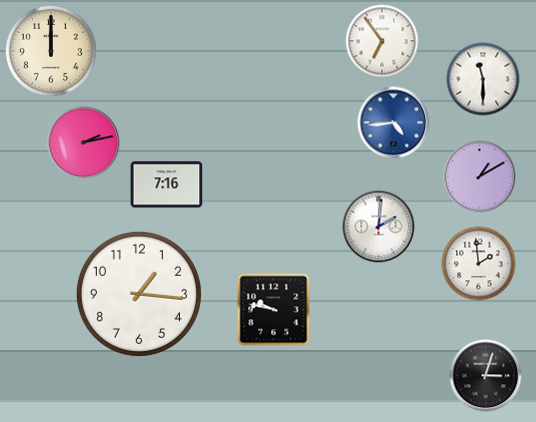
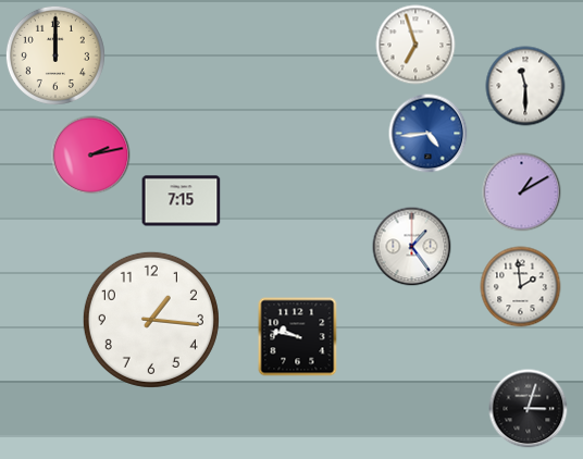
clock at (382, 41): 6:54 -> 6:57
clock at (167, 185): 7:16 -> 7:15
clock at (379, 227): 2:01 -> 1:24
